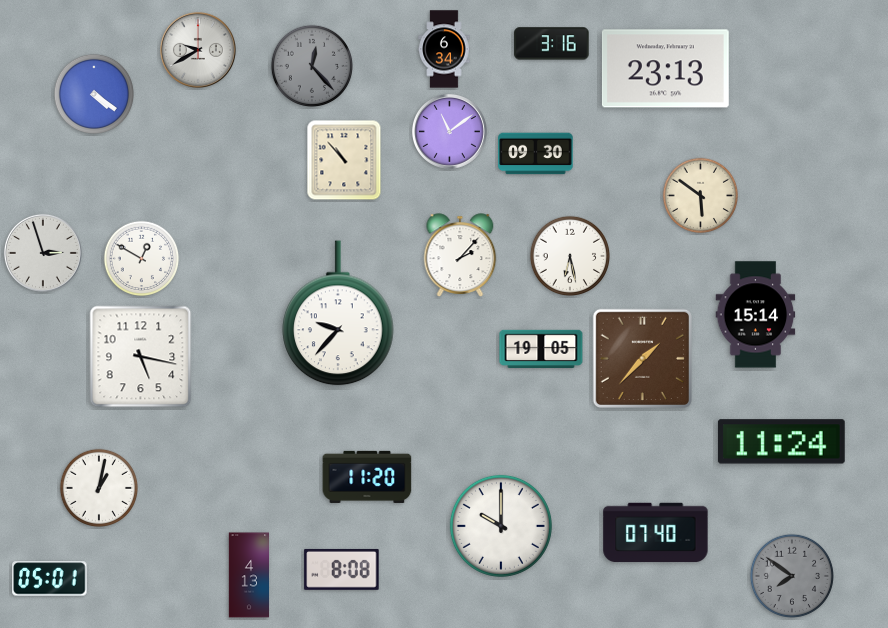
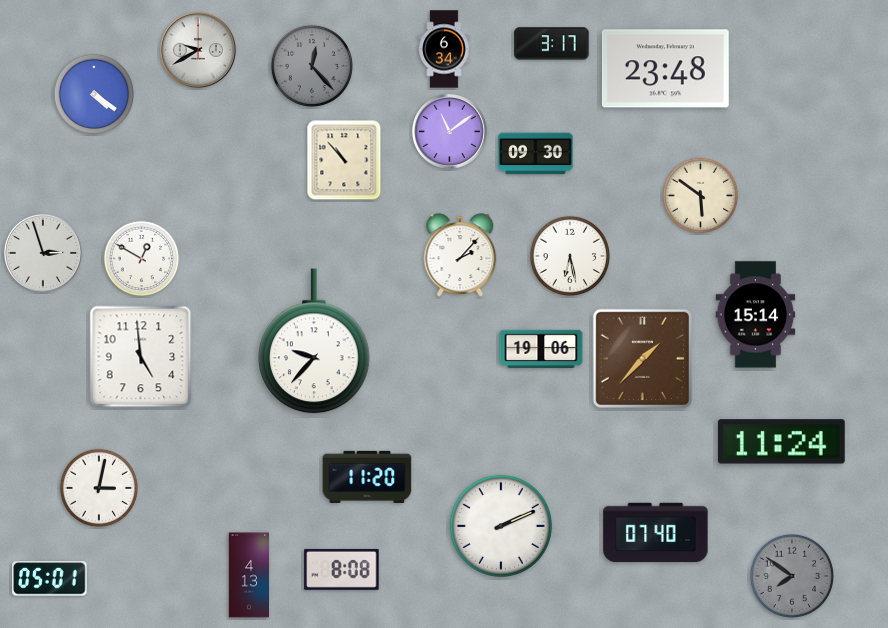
clock at (552, 44): 3:16 -> 3:17
clock at (665, 69): 23:13 -> 23:48
clock at (338, 313) position: (338, 313) -> (314, 341)
clock at (541, 348): 19:05 -> 19:06
clock at (141, 357): 5:17 -> 4:59
clock at (99, 488): 1:02 -> 3:02
clock at (501, 526): 10:00 -> 2:11
